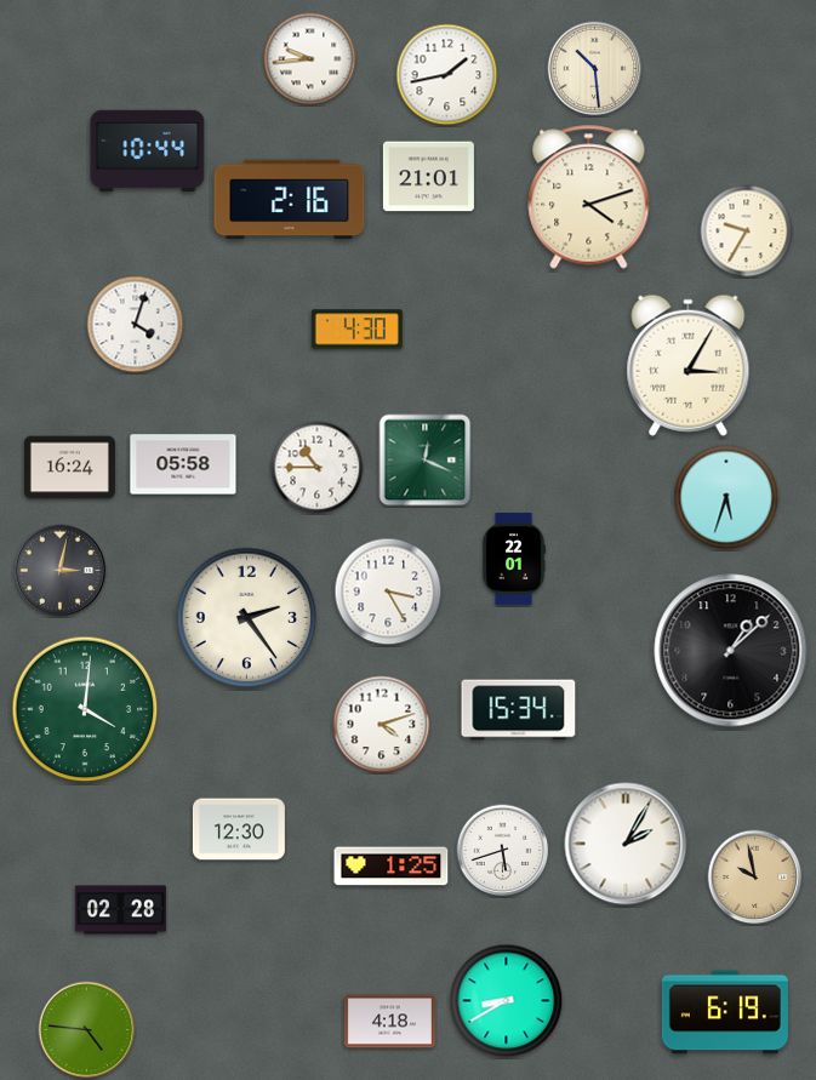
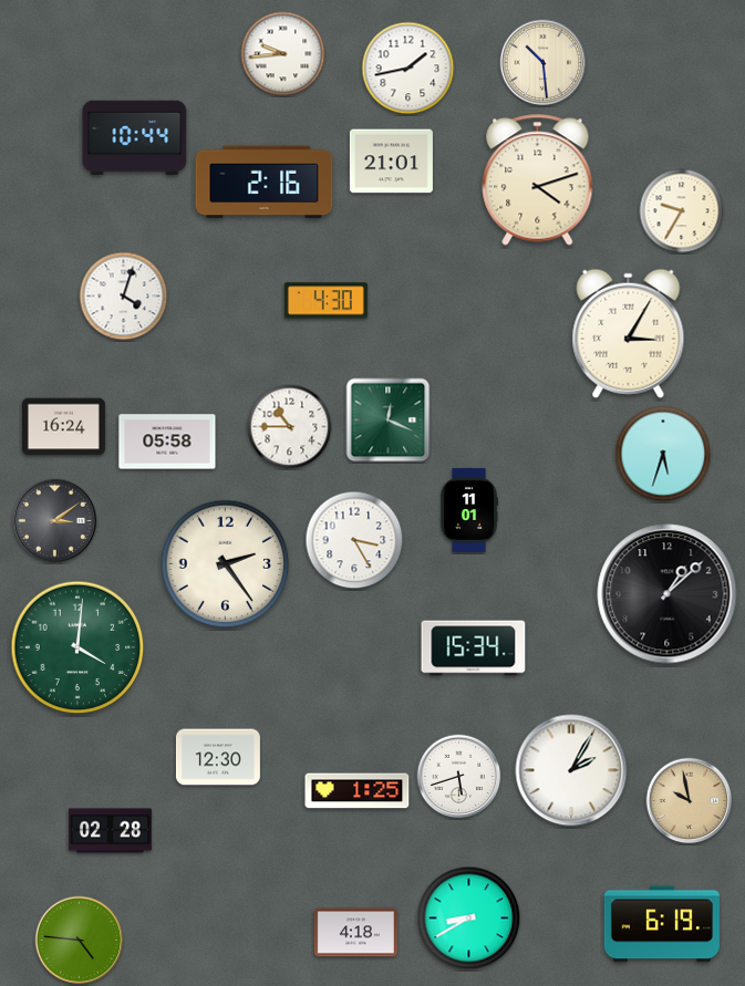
clock at (183, 464) position: (183, 464) -> (167, 442)
clock at (514, 559): 22:01 -> 11:01
clock at (61, 571): 3:02 -> 3:09
clock at (382, 725): 4:12 -> none
clock at (507, 1001) position: (507, 1001) -> (469, 918)
